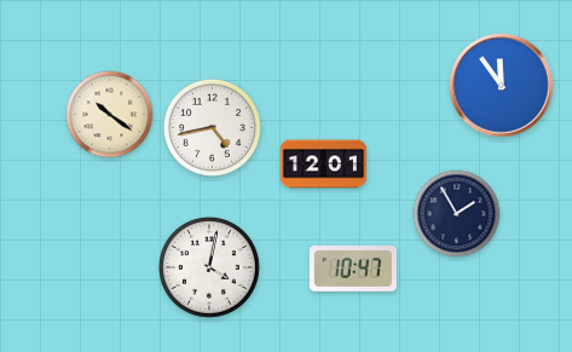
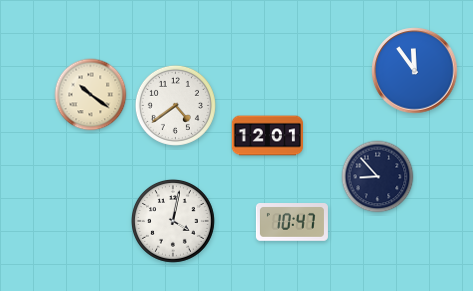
clock at (212, 127): 4:43 -> 4:39
clock at (457, 214): 1:55 -> 8:53
